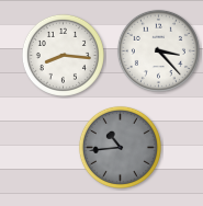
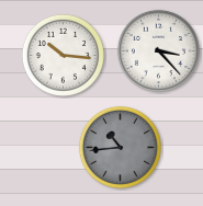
clock at (63, 55): 8:16 -> 10:16
